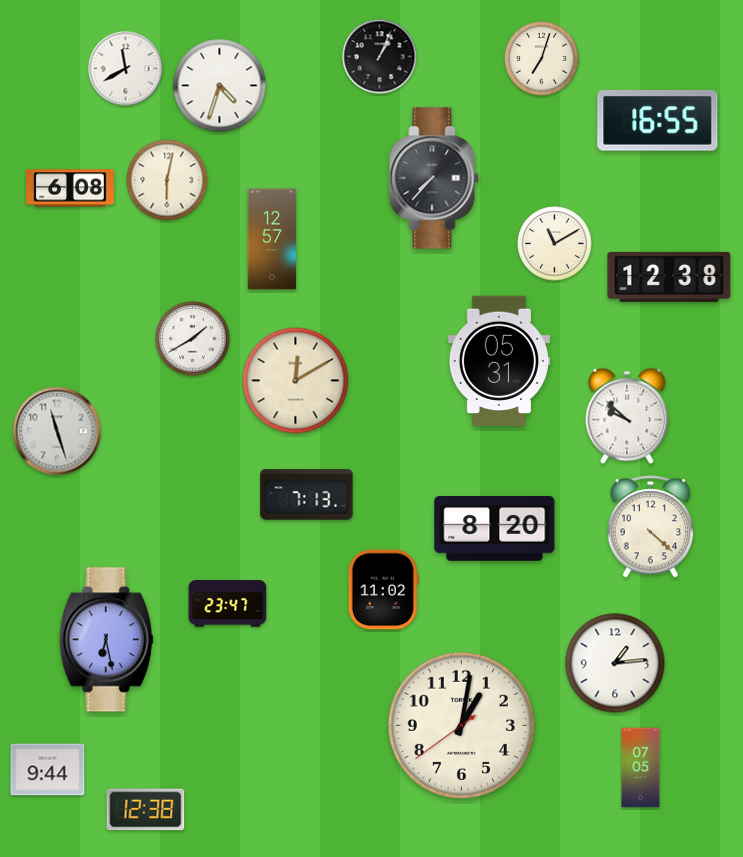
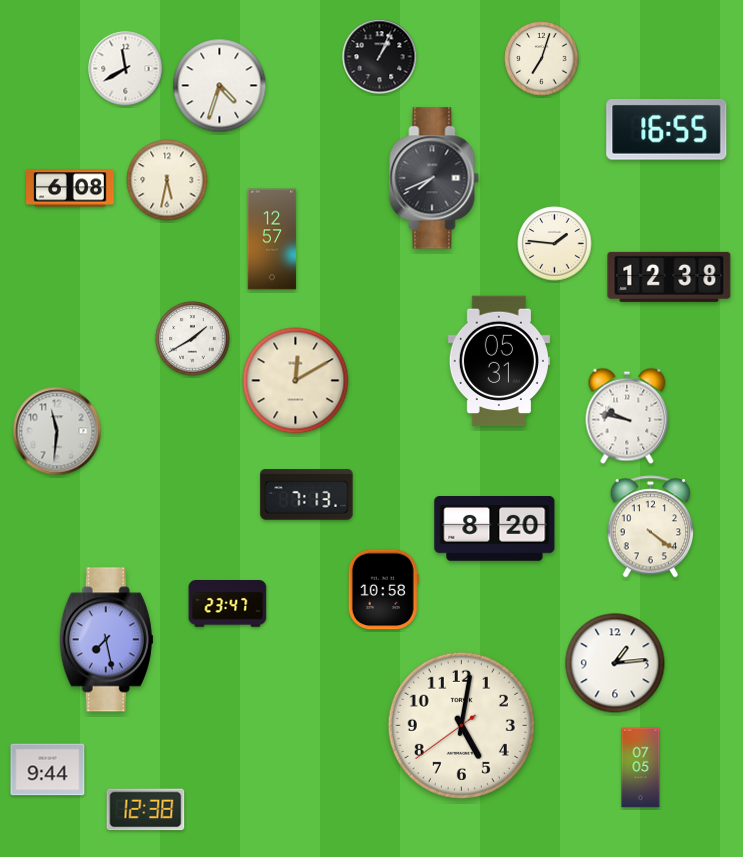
clock at (658, 120) position: (658, 120) -> (667, 129)
clock at (434, 178): 7:37 -> 7:41
clock at (167, 180): 6:02 -> 5:32
clock at (555, 244): 11:10 -> 1:46
clock at (627, 416): 9:52 -> 9:47
clock at (57, 431): 11:27 -> 11:31
clock at (651, 527): 4:22 -> 4:21
clock at (383, 590): 11:02 -> 10:58
clock at (106, 640): 6:28 -> 7:28
clock at (461, 725): 1:01 -> 5:01
